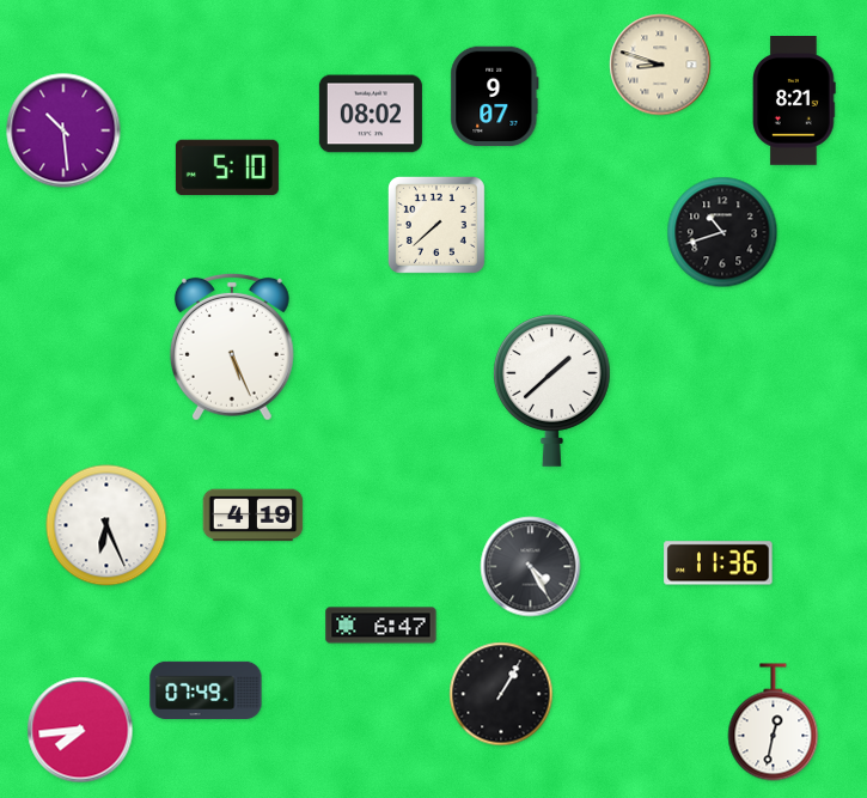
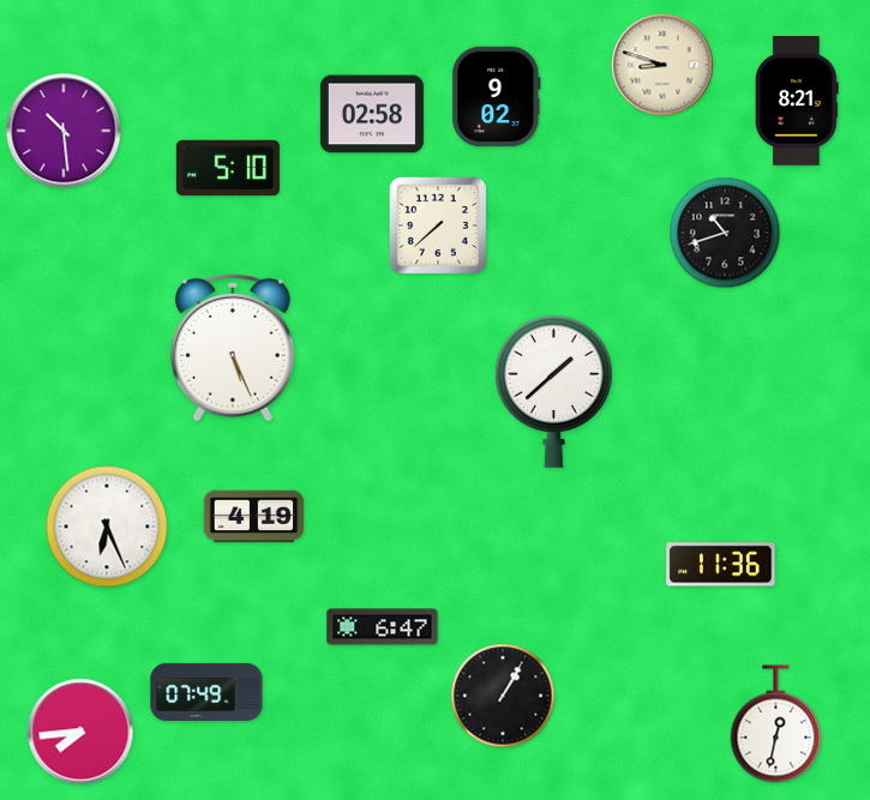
clock at (495, 97): 9:07 -> 9:02
clock at (371, 114): 08:02 -> 02:58
clock at (531, 567): 4:25 -> none
